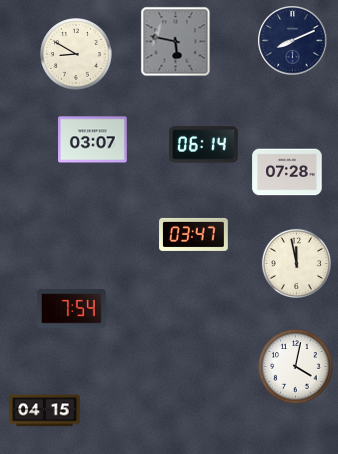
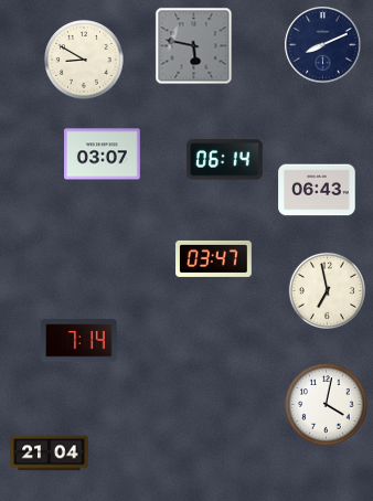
clock at (287, 172): 07:28 -> 06:43
clock at (296, 263): 11:58 -> 6:58
clock at (72, 309): 7:54 -> 7:14
clock at (45, 411): 04:15 -> 21:04
